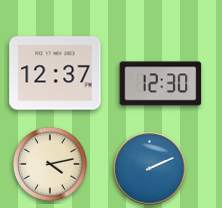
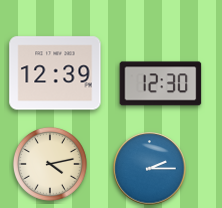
clock at (55, 73): 12:37 -> 12:39
clock at (150, 169): 2:11 -> 2:15
